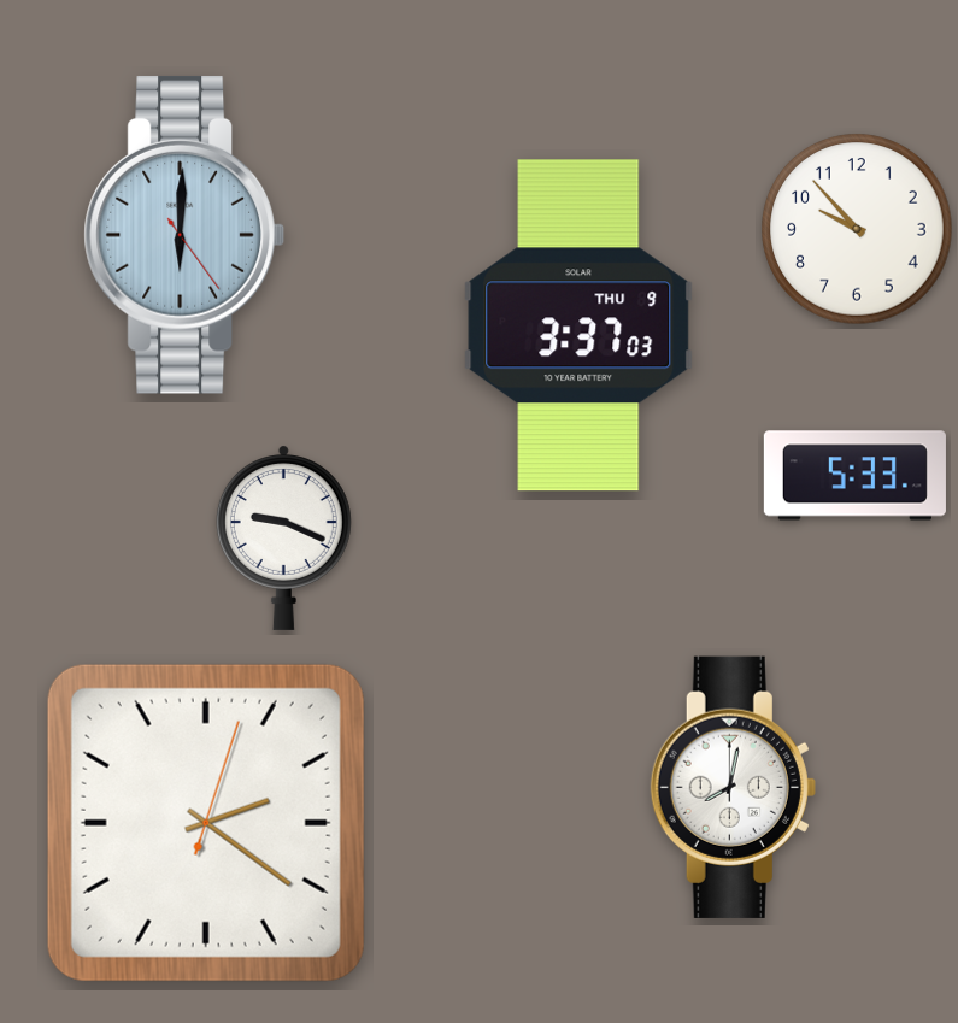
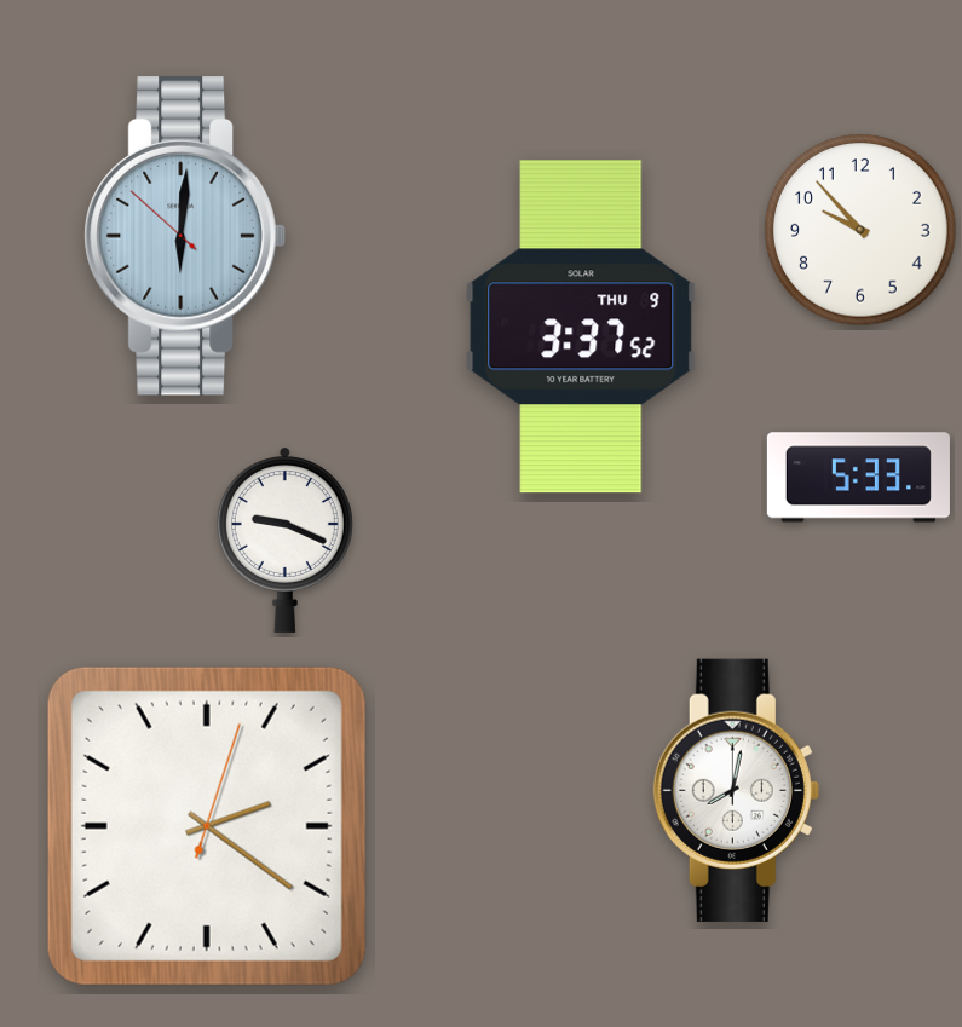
clock at (183, 235): 6:00:24 -> 6:00:52
clock at (578, 325): 3:37:03 -> 3:37:52
